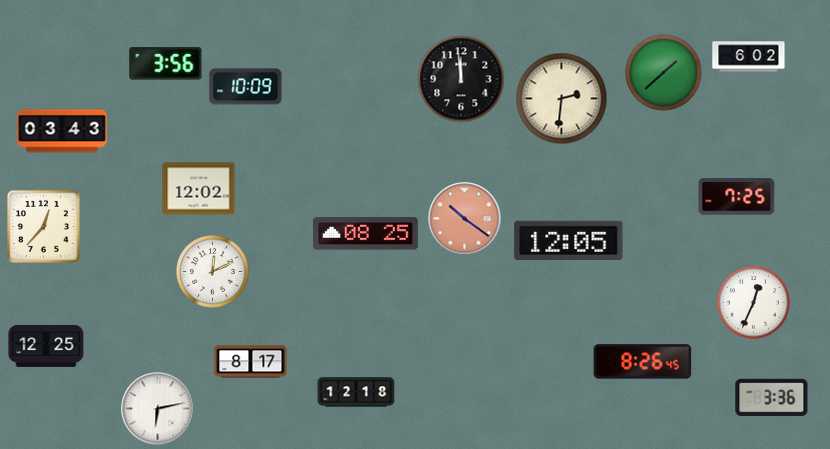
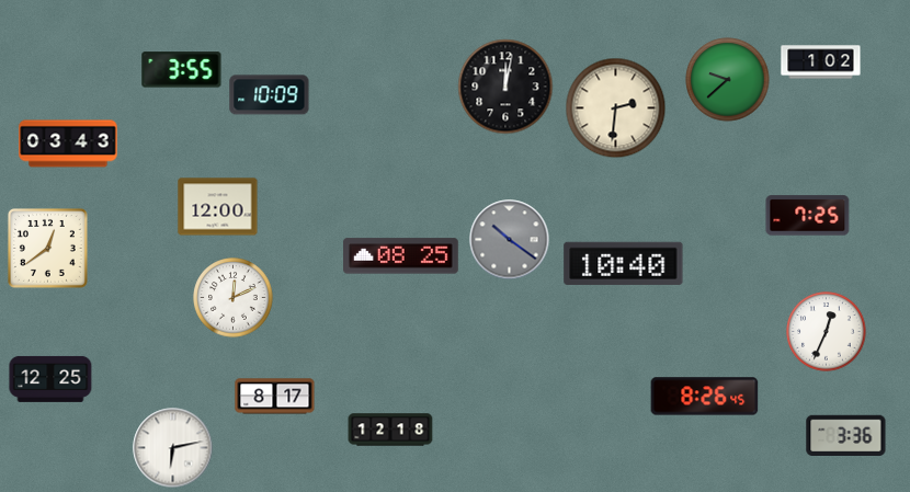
clock at (749, 57): 6:02 -> 1:02
clock at (166, 64): 3:56 -> 3:55
clock at (664, 73): 1:38 -> 9:38
clock at (461, 79): 11:59 -> 12:02
clock at (199, 189): 12:02 -> 12:00
clock at (465, 219) dial: salmon -> grey
clock at (43, 226): 12:37 -> 12:39
clock at (569, 240): 12:05 -> 10:40
